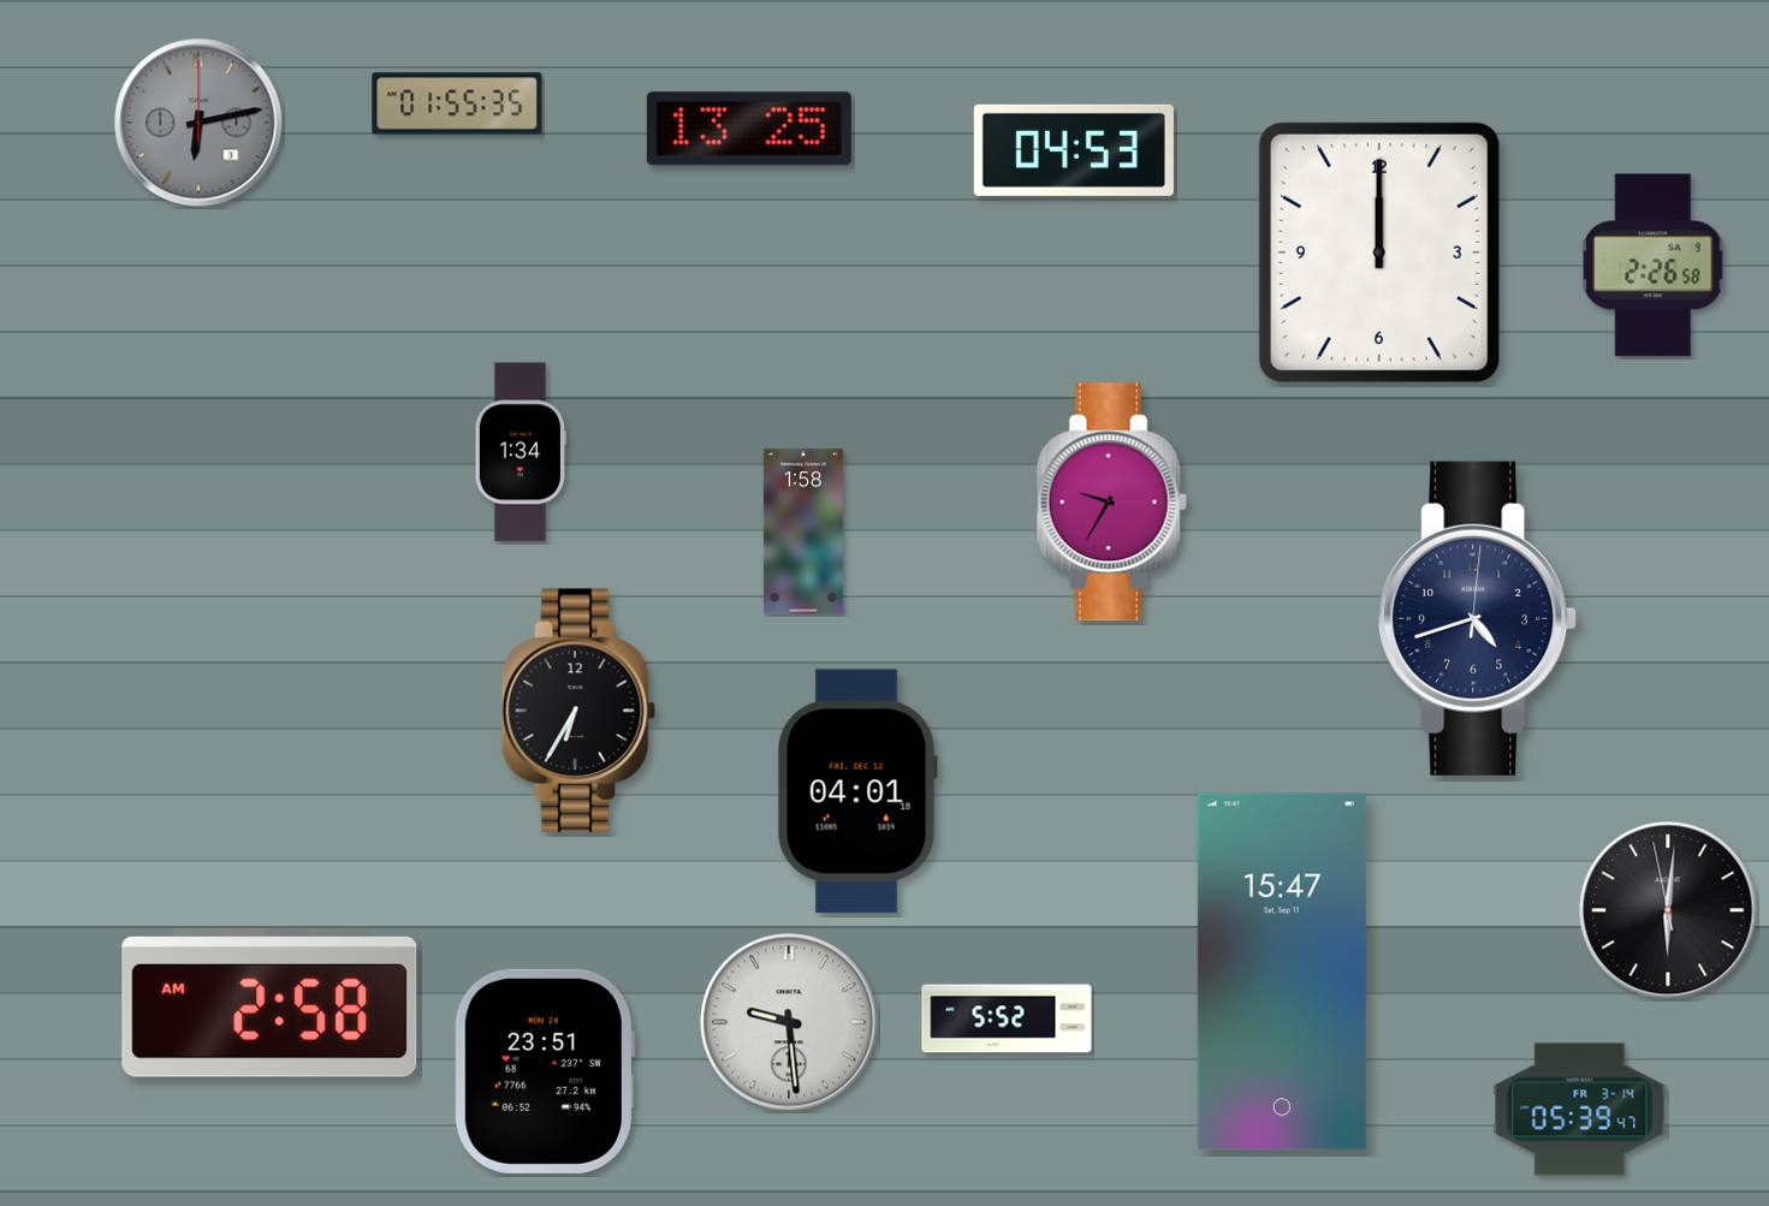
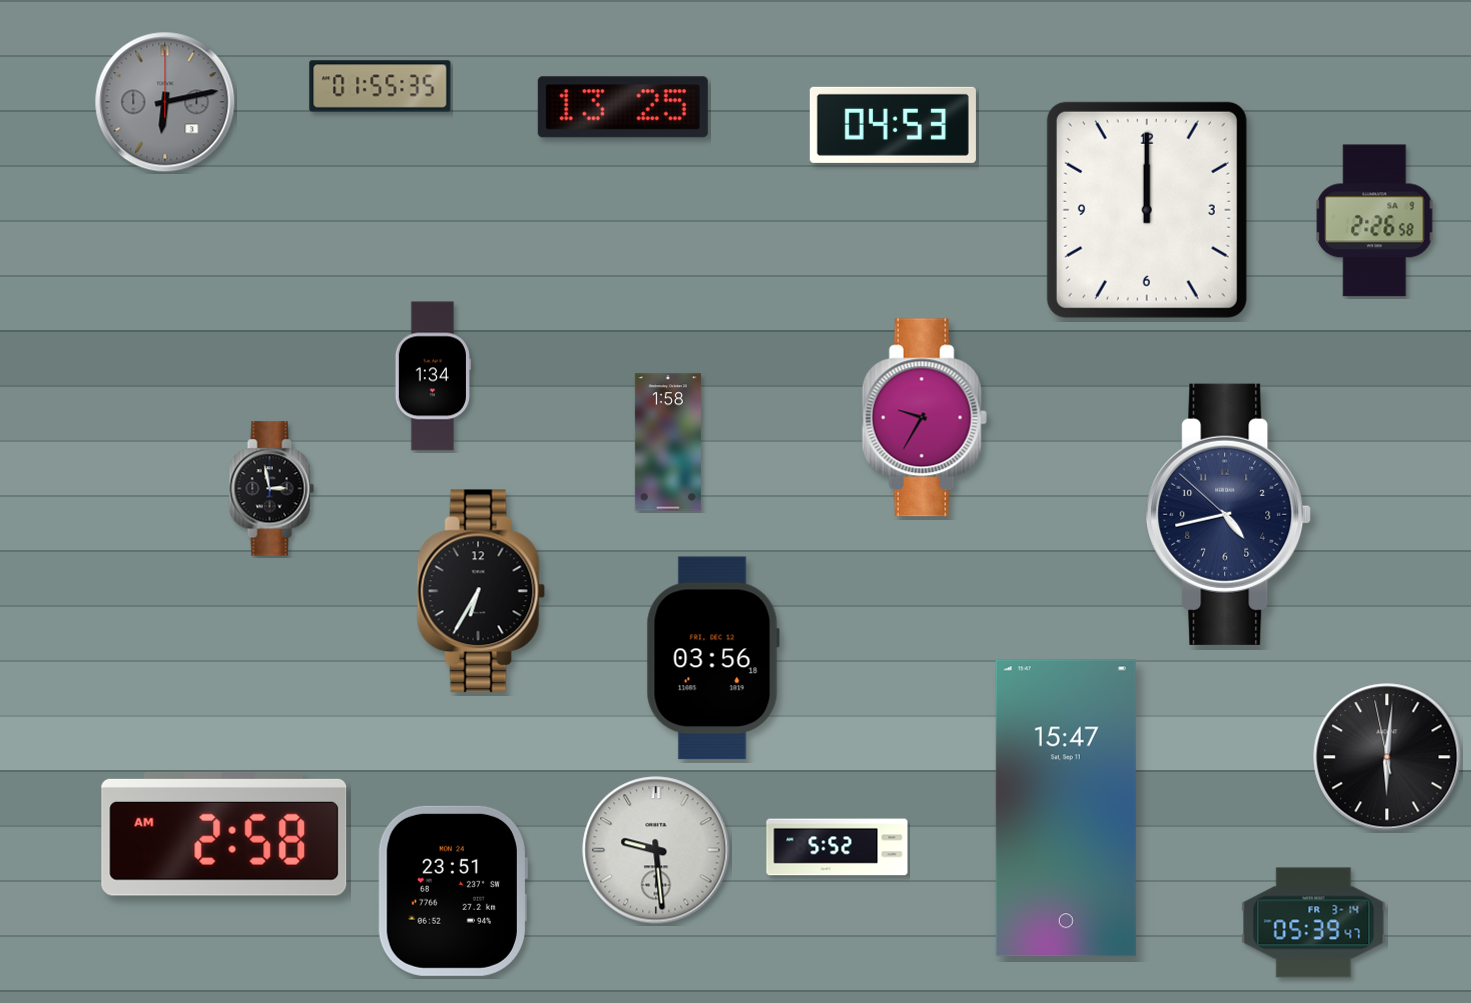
clock at (271, 489): none -> 2:58
clock at (1478, 618): 4:42:01 -> 4:42:52
clock at (857, 791): 04:01 -> 03:56
